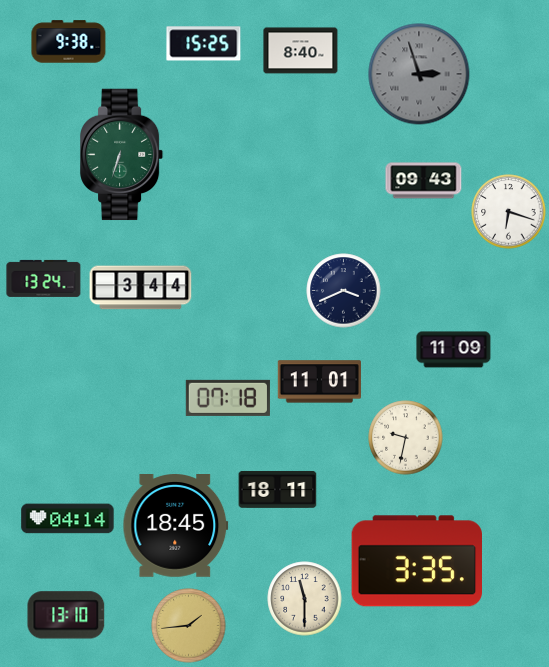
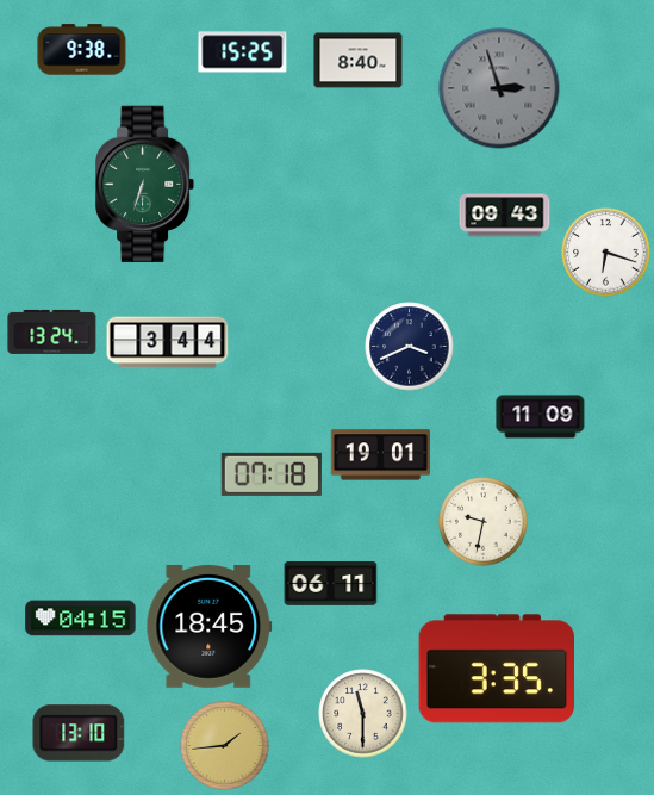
clock at (319, 382): 11:01 -> 19:01
clock at (278, 489): 18:11 -> 06:11
clock at (68, 519): 04:14 -> 04:15
